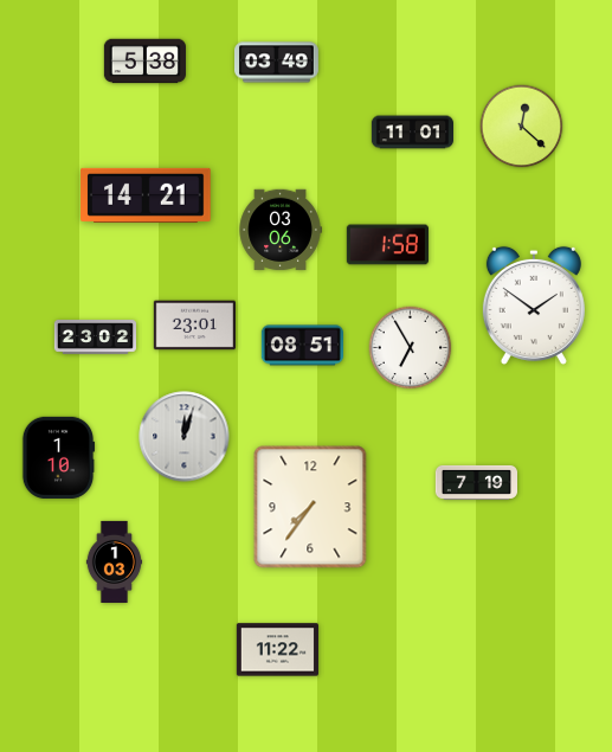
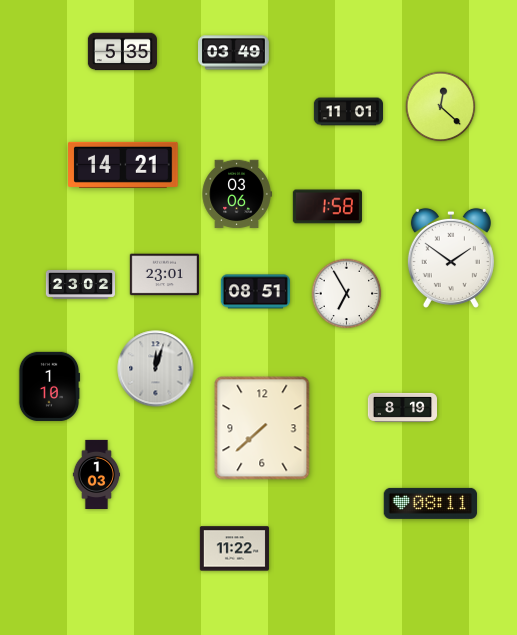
clock at (144, 62): 5:38 -> 5:35
clock at (476, 482): 7:19 -> 8:19
clock at (310, 507): 7:36 -> 7:38
clock at (431, 503): none -> 08:11
